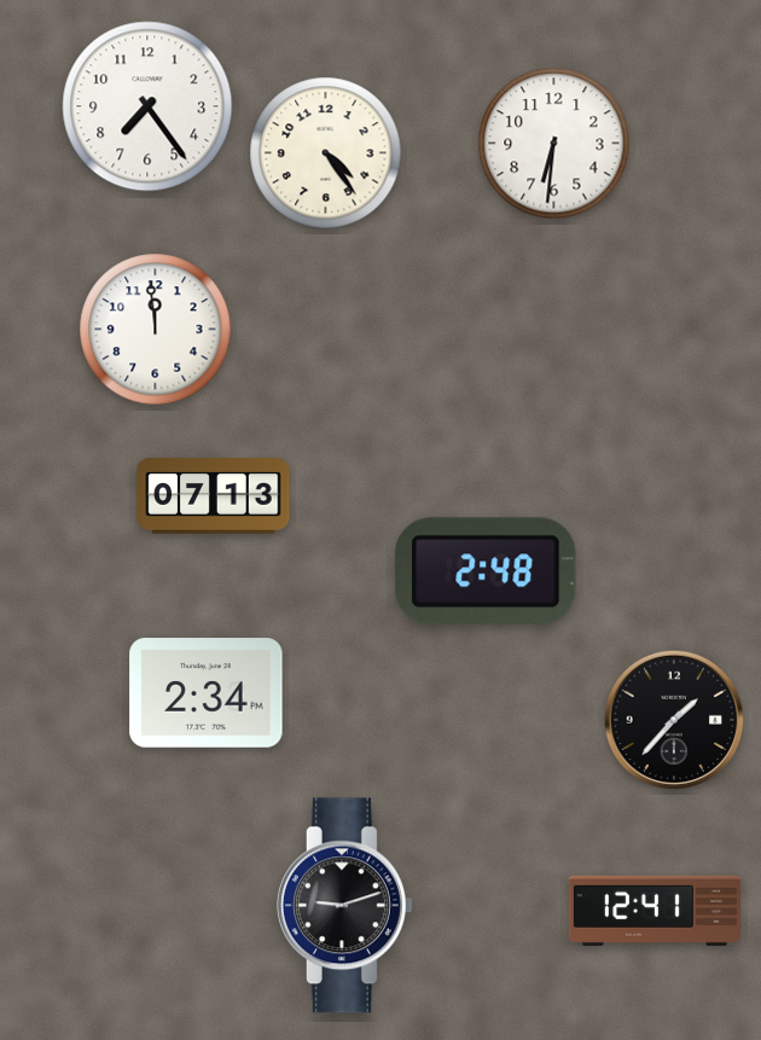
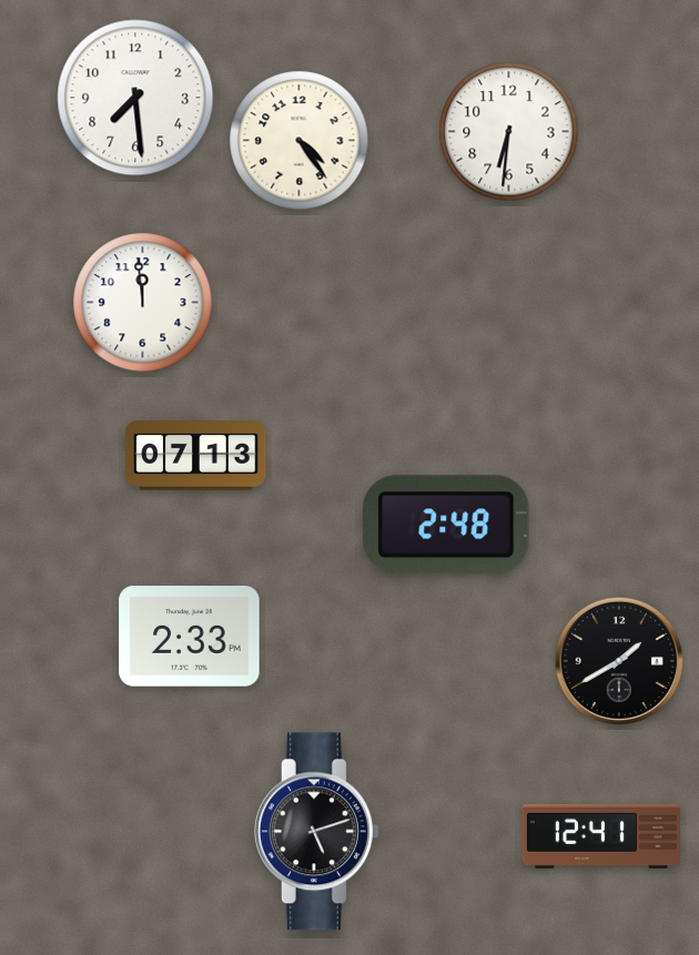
clock at (147, 106): 7:24 -> 7:29
clock at (207, 693): 2:34 -> 2:33
clock at (674, 720): 1:37 -> 1:40
clock at (344, 906): 9:12 -> 5:12
